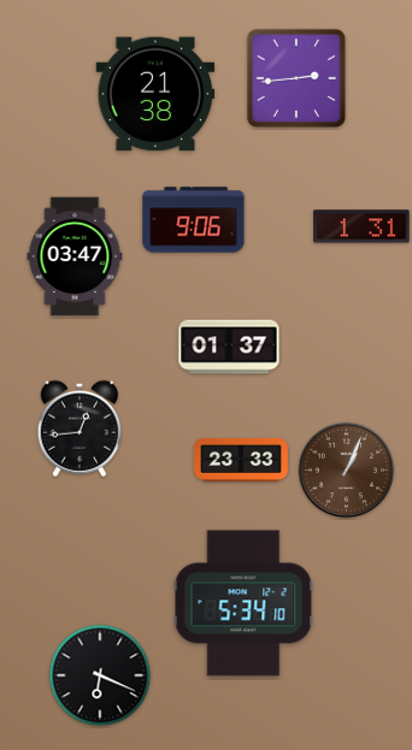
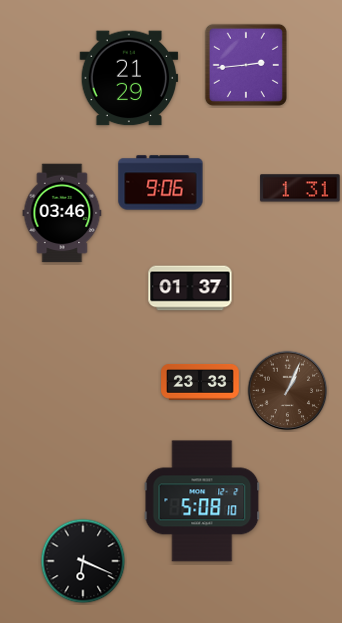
clock at (155, 94): 21:38 -> 21:29
clock at (75, 256): 03:47 -> 03:46
clock at (78, 429): 12:44 -> none
clock at (243, 603): 5:34 -> 5:08
